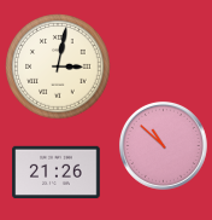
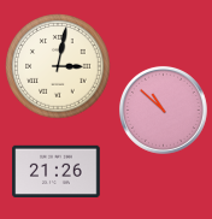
clock at (163, 145) position: (163, 145) -> (163, 109)
